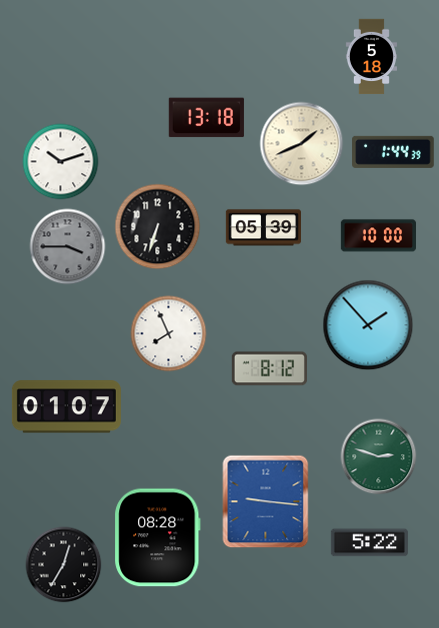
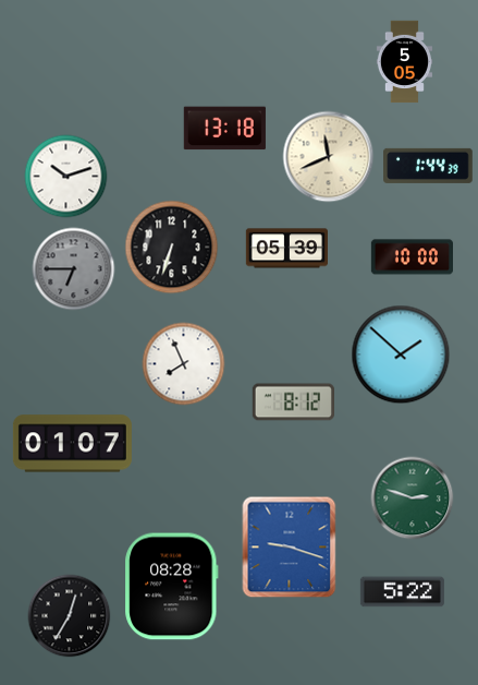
clock at (371, 57): 5:18 -> 5:05
clock at (302, 144): 1:41 -> 11:41
clock at (68, 247): 3:45 -> 6:45
clock at (368, 325): 1:53 -> 1:52
clock at (266, 502): 9:16 -> 9:18
